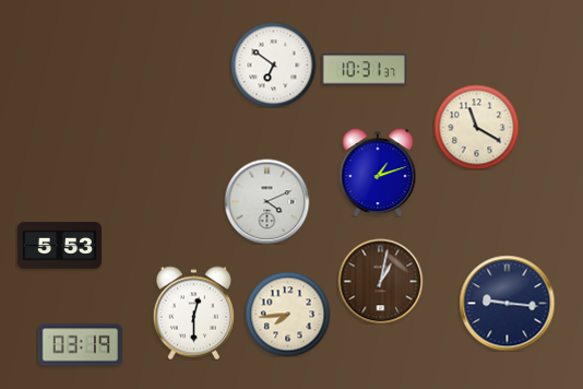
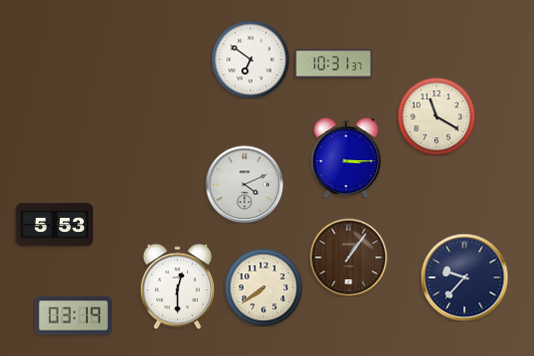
clock at (378, 173): 1:12 -> 3:15
clock at (380, 281): 1:02 -> 1:06
clock at (507, 303): 9:16 -> 9:37
clock at (287, 314): 7:44 -> 7:39
